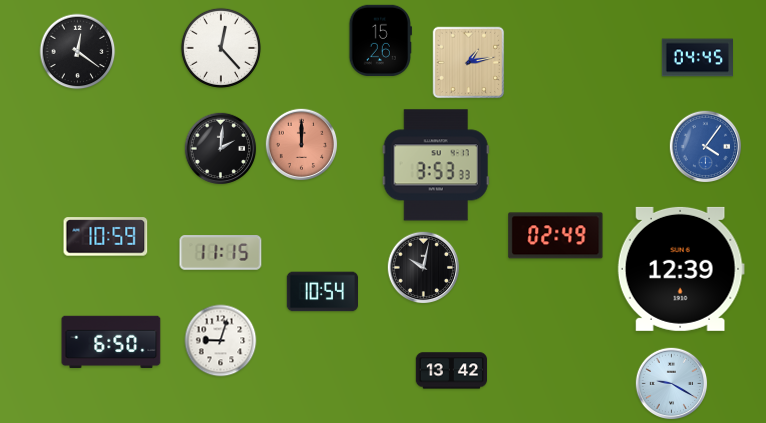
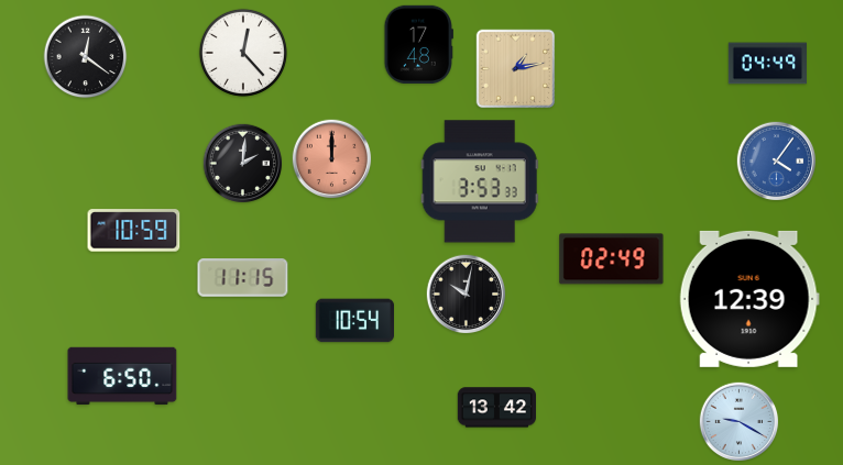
clock at (380, 40): 15:26 -> 17:48
clock at (697, 58): 04:45 -> 04:49
clock at (106, 237) position: (106, 237) -> (134, 231)
clock at (681, 269) position: (681, 269) -> (749, 299)
clock at (221, 341): 9:03 -> none
